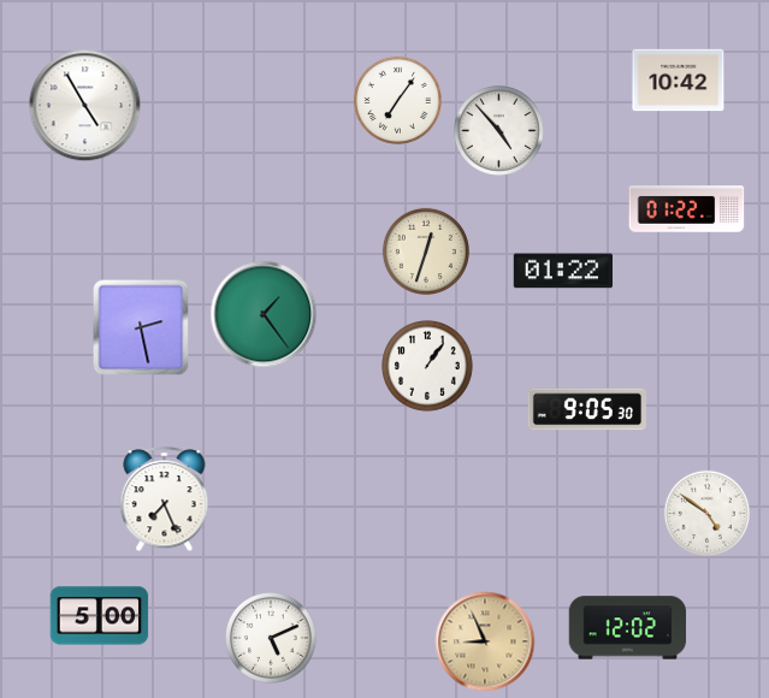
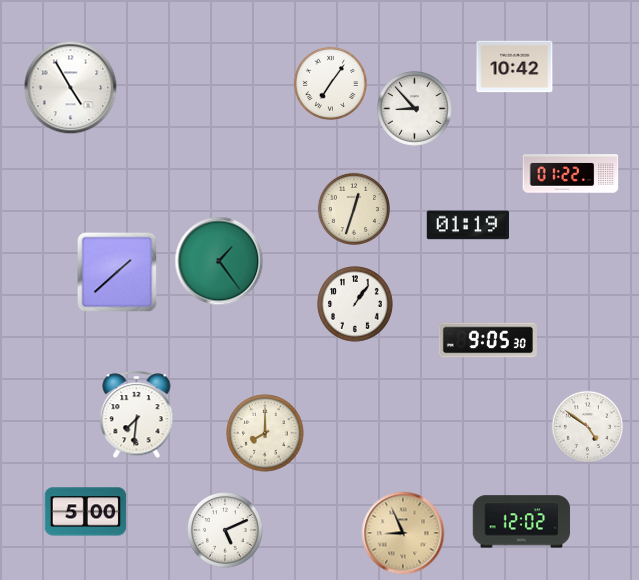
clock at (679, 81) position: (679, 81) -> (515, 67)
clock at (498, 130): 4:53 -> 8:53
clock at (562, 271): 01:22 -> 01:19
clock at (141, 327): 2:28 -> 1:38
clock at (165, 499): 7:26 -> 7:31
clock at (265, 433): none -> 8:00
clock at (100, 616) position: (100, 616) -> (86, 512)
